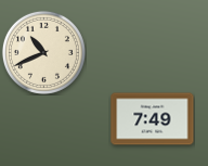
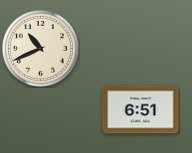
clock at (153, 119): 7:49 -> 6:51
